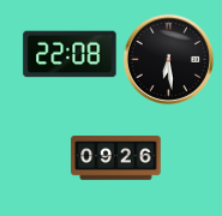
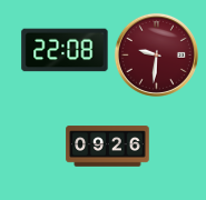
clock at (168, 59): 6:29 -> 9:31
clock at (168, 59) dial: black -> burgundy
